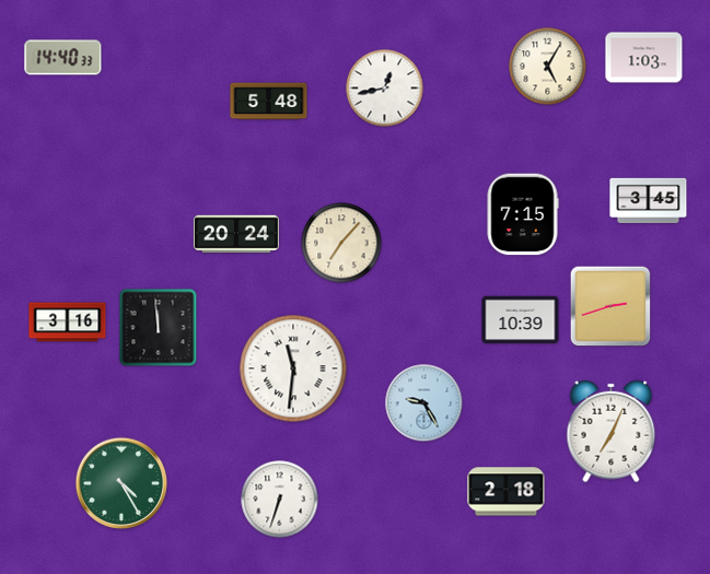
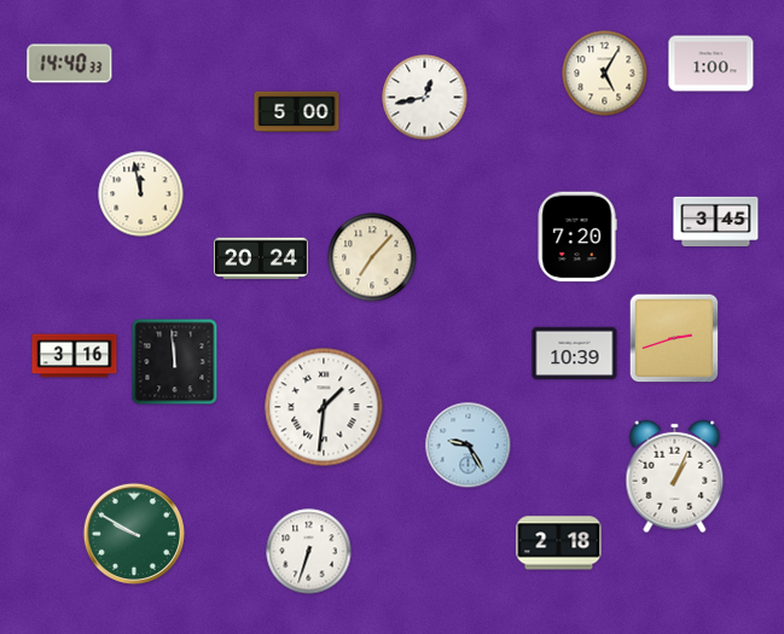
clock at (644, 58): 1:03 -> 1:00
clock at (269, 102): 5:48 -> 5:00
clock at (141, 194): none -> 11:58
clock at (523, 214): 7:15 -> 7:20
clock at (341, 243) position: (341, 243) -> (372, 257)
clock at (293, 368): 11:31 -> 1:31
clock at (612, 432): 7:04 -> 1:04
clock at (121, 483): 4:25 -> 9:50
